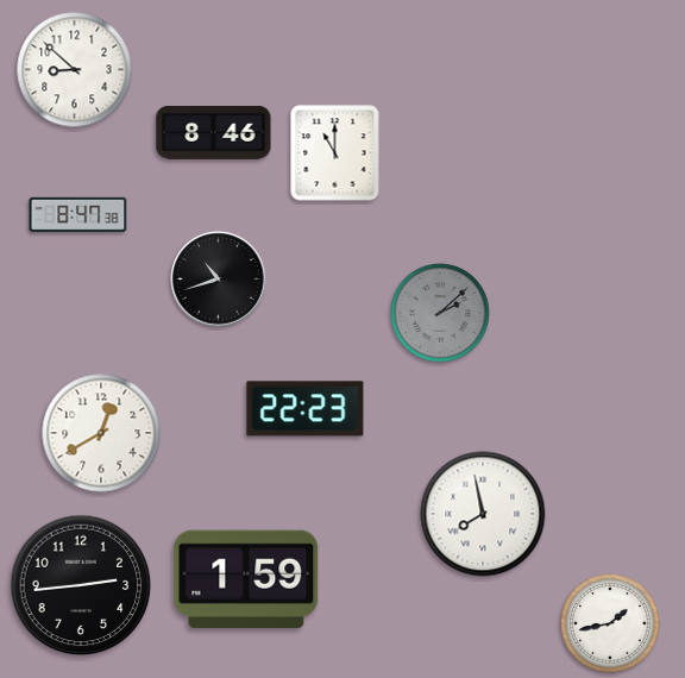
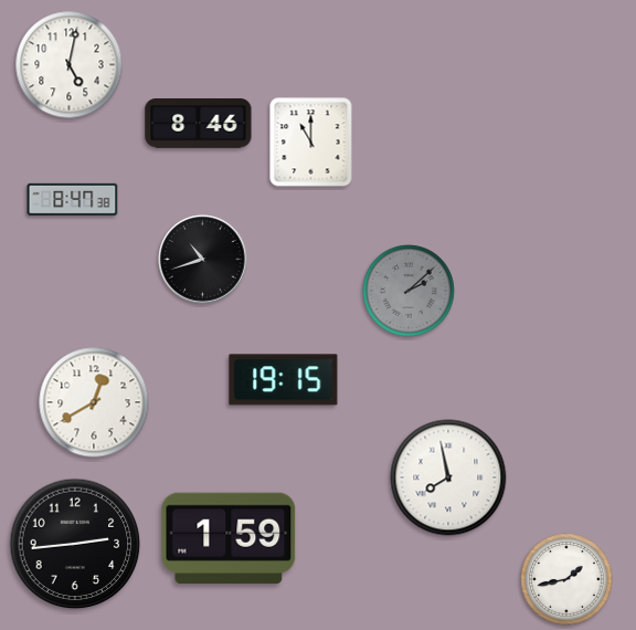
clock at (75, 70): 8:52 -> 5:02
clock at (306, 409): 22:23 -> 19:15
